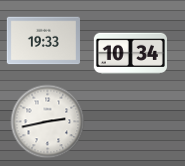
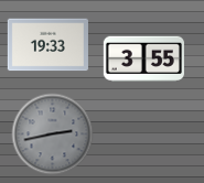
clock at (130, 54): 10:34 -> 3:55
clock at (48, 122) dial: white -> grey
